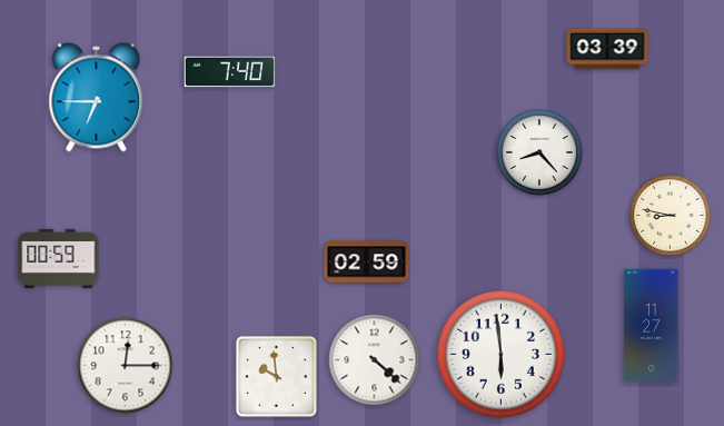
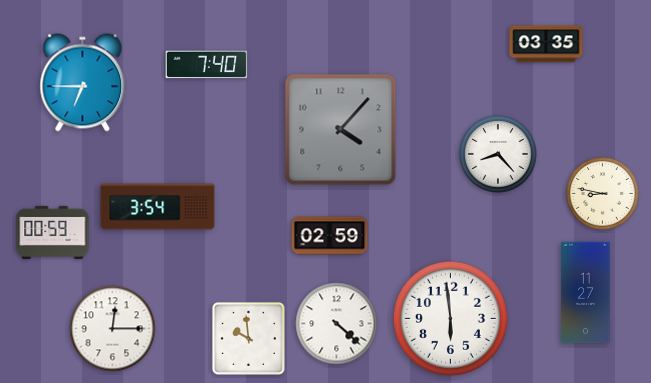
clock at (607, 49): 03:39 -> 03:35
clock at (97, 98) position: (97, 98) -> (83, 83)
clock at (341, 130): none -> 4:07
clock at (539, 152) position: (539, 152) -> (498, 154)
clock at (158, 207): none -> 3:54
